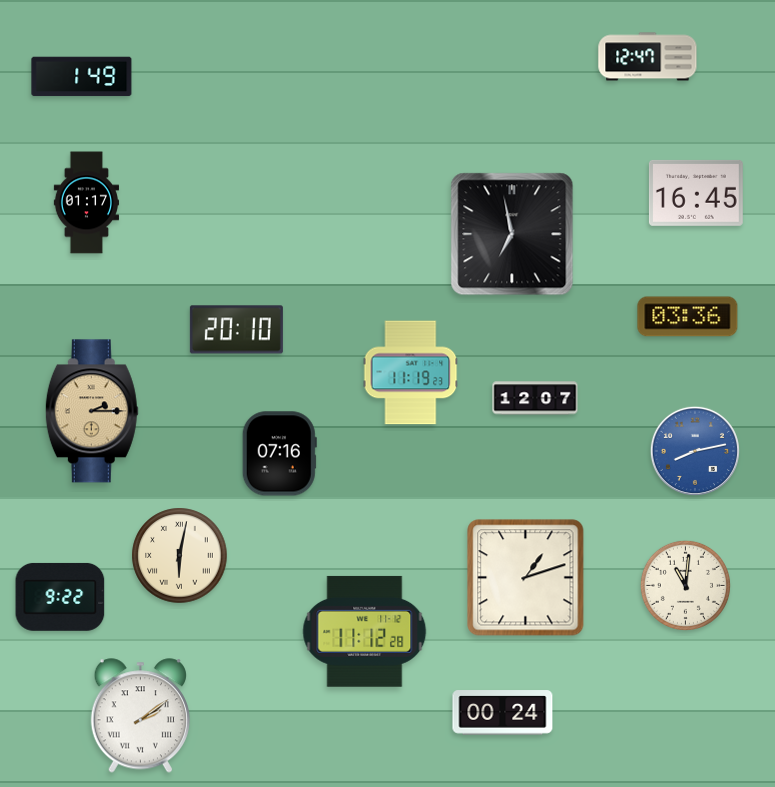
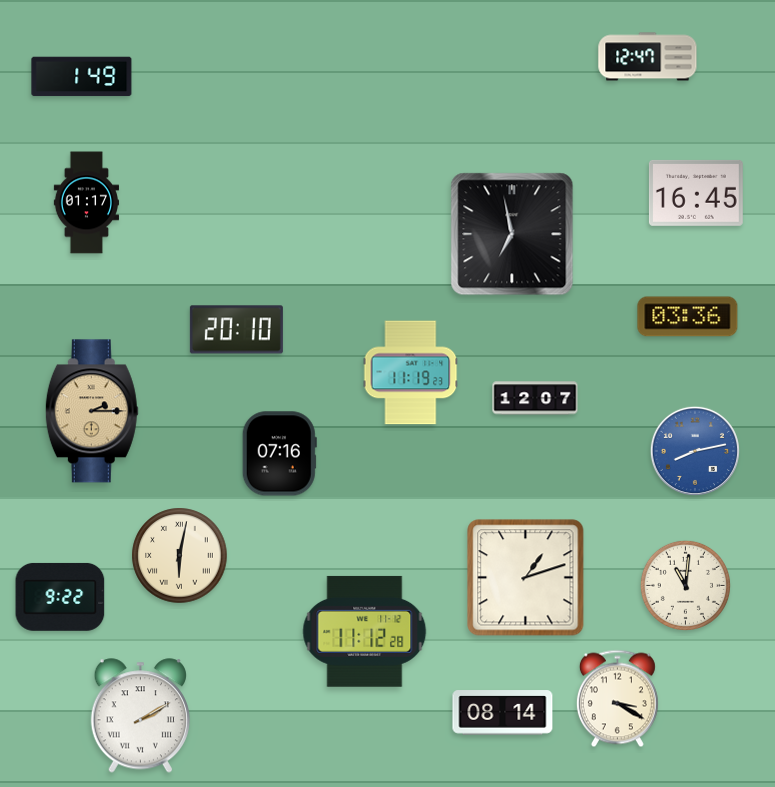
clock at (617, 699): none -> 3:20
clock at (503, 713): 00:24 -> 08:14
clock at (140, 716): 2:09 -> 2:10
